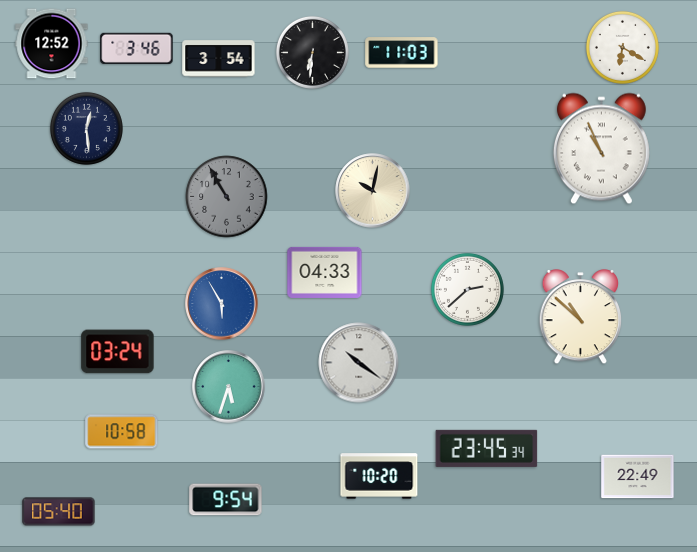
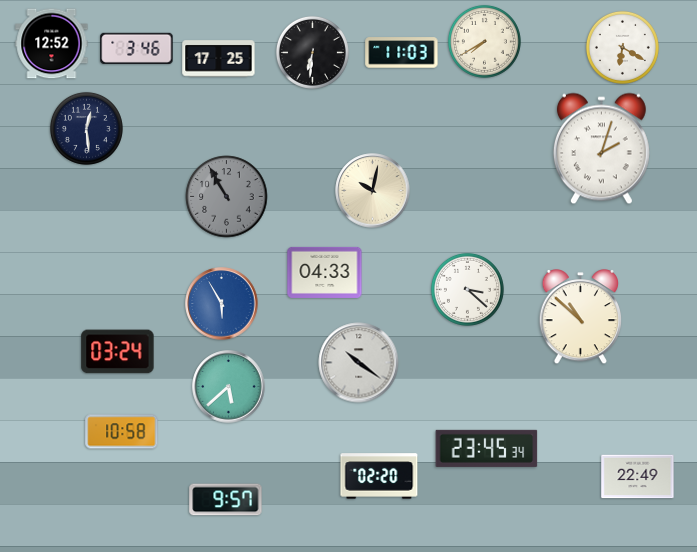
clock at (484, 41): none -> 7:40
clock at (219, 59): 3:54 -> 17:25
clock at (601, 149): 10:56 -> 2:03
clock at (467, 289): 2:38 -> 3:22
clock at (229, 387): 5:33 -> 5:38
clock at (379, 476): 10:20 -> 02:20
clock at (226, 500): 9:54 -> 9:57
clock at (59, 512): 05:40 -> none
